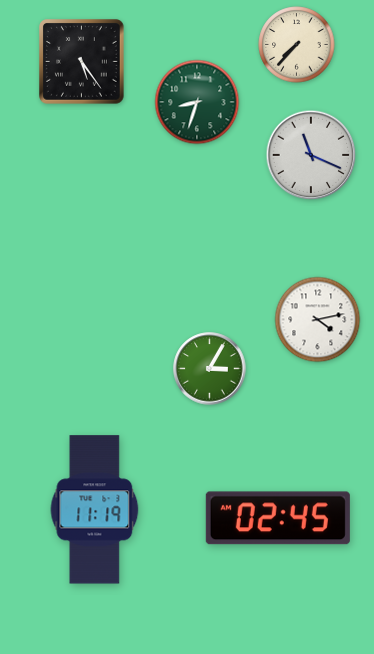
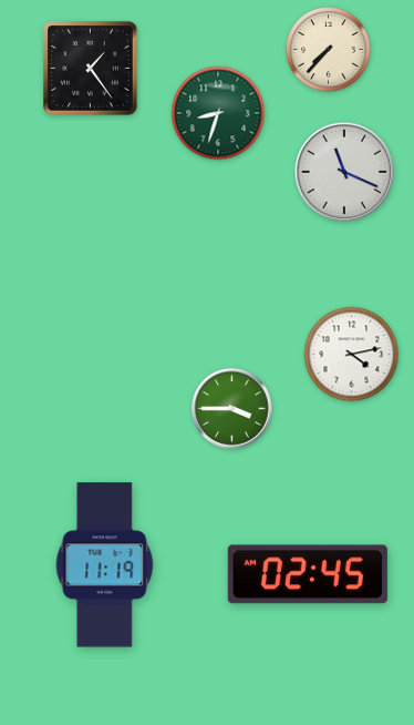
clock at (82, 62): 5:24 -> 1:24
clock at (210, 369): 3:05 -> 3:45
